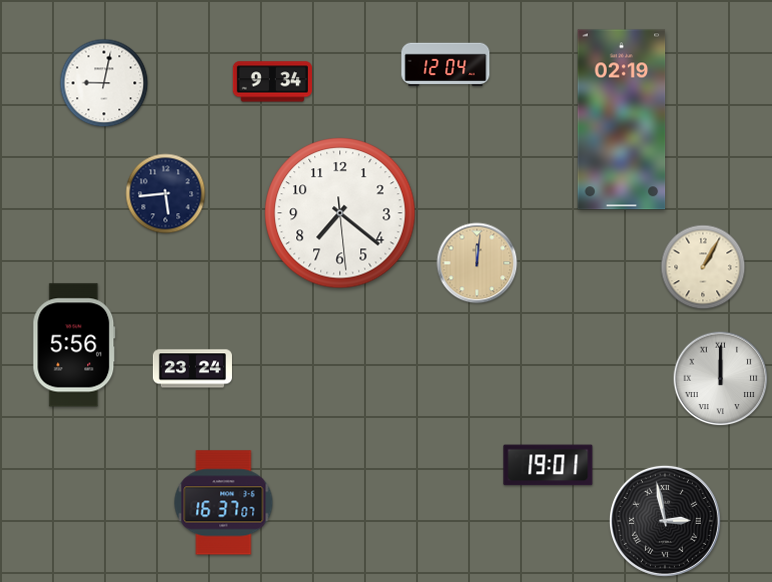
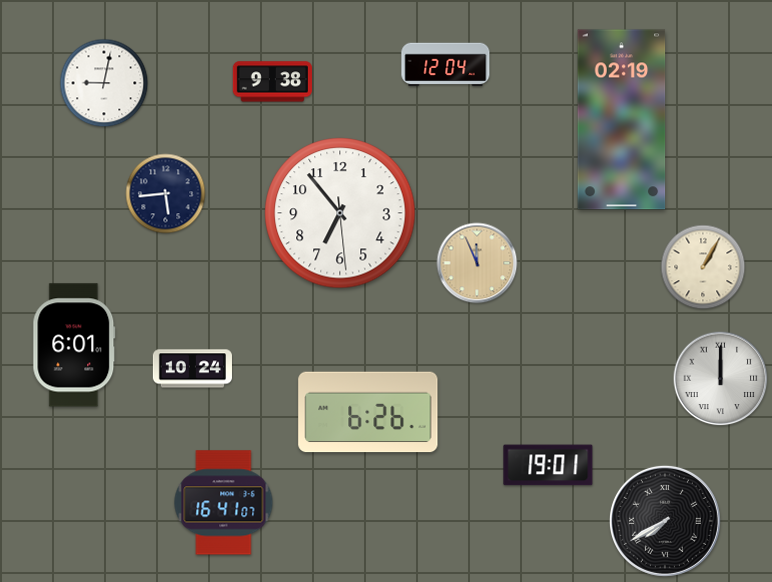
clock at (272, 82): 9:34 -> 9:38
clock at (340, 213): 7:21 -> 6:53
clock at (477, 263): 12:01 -> 11:56
clock at (74, 345): 5:56 -> 6:01
clock at (192, 369): 23:24 -> 10:24
clock at (368, 412): none -> 6:26
clock at (224, 503): 16:37 -> 16:41
clock at (665, 521): 2:58 -> 7:40
